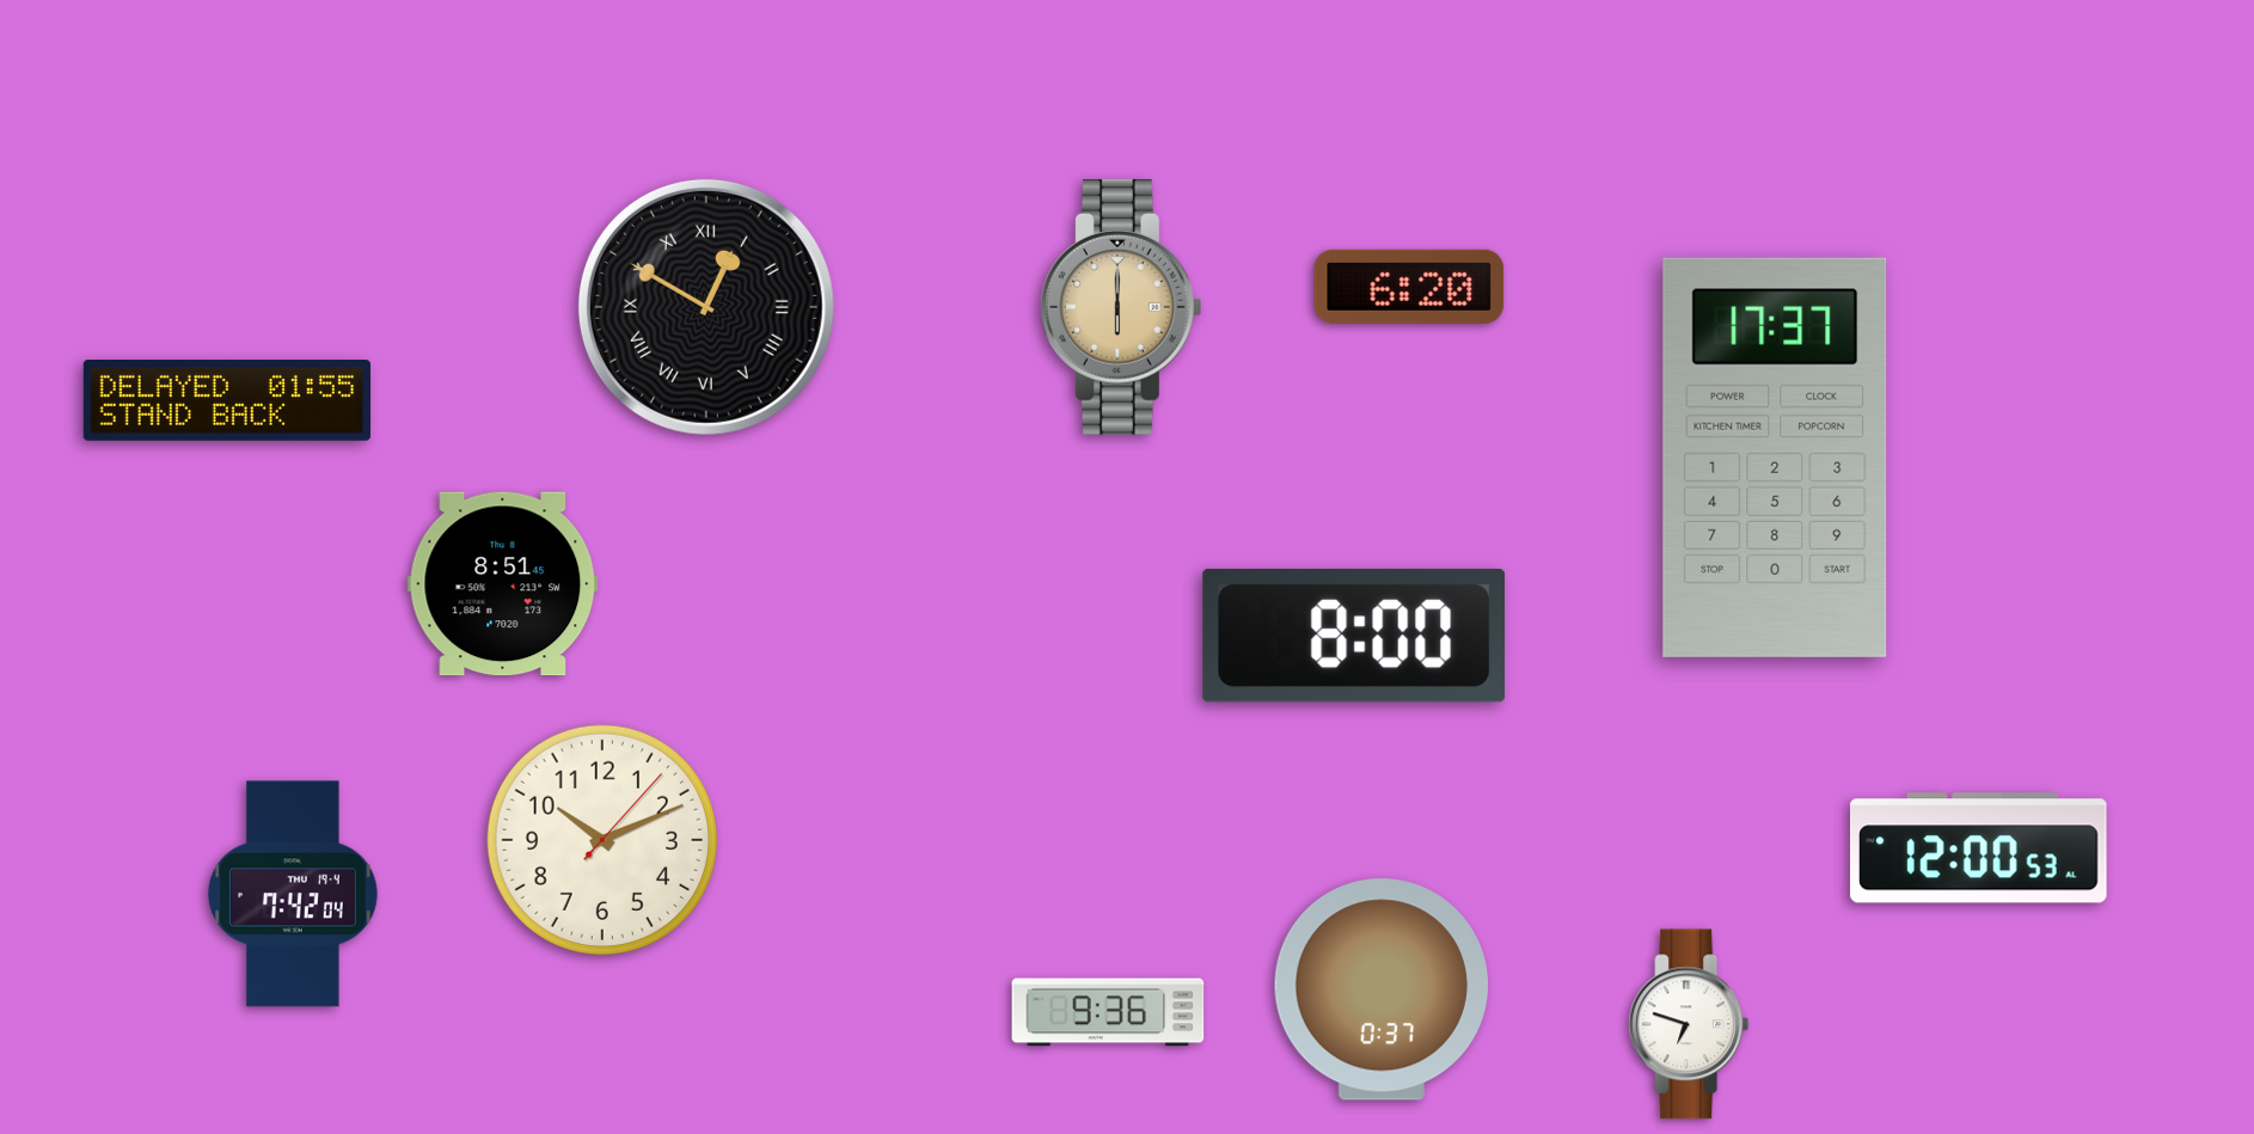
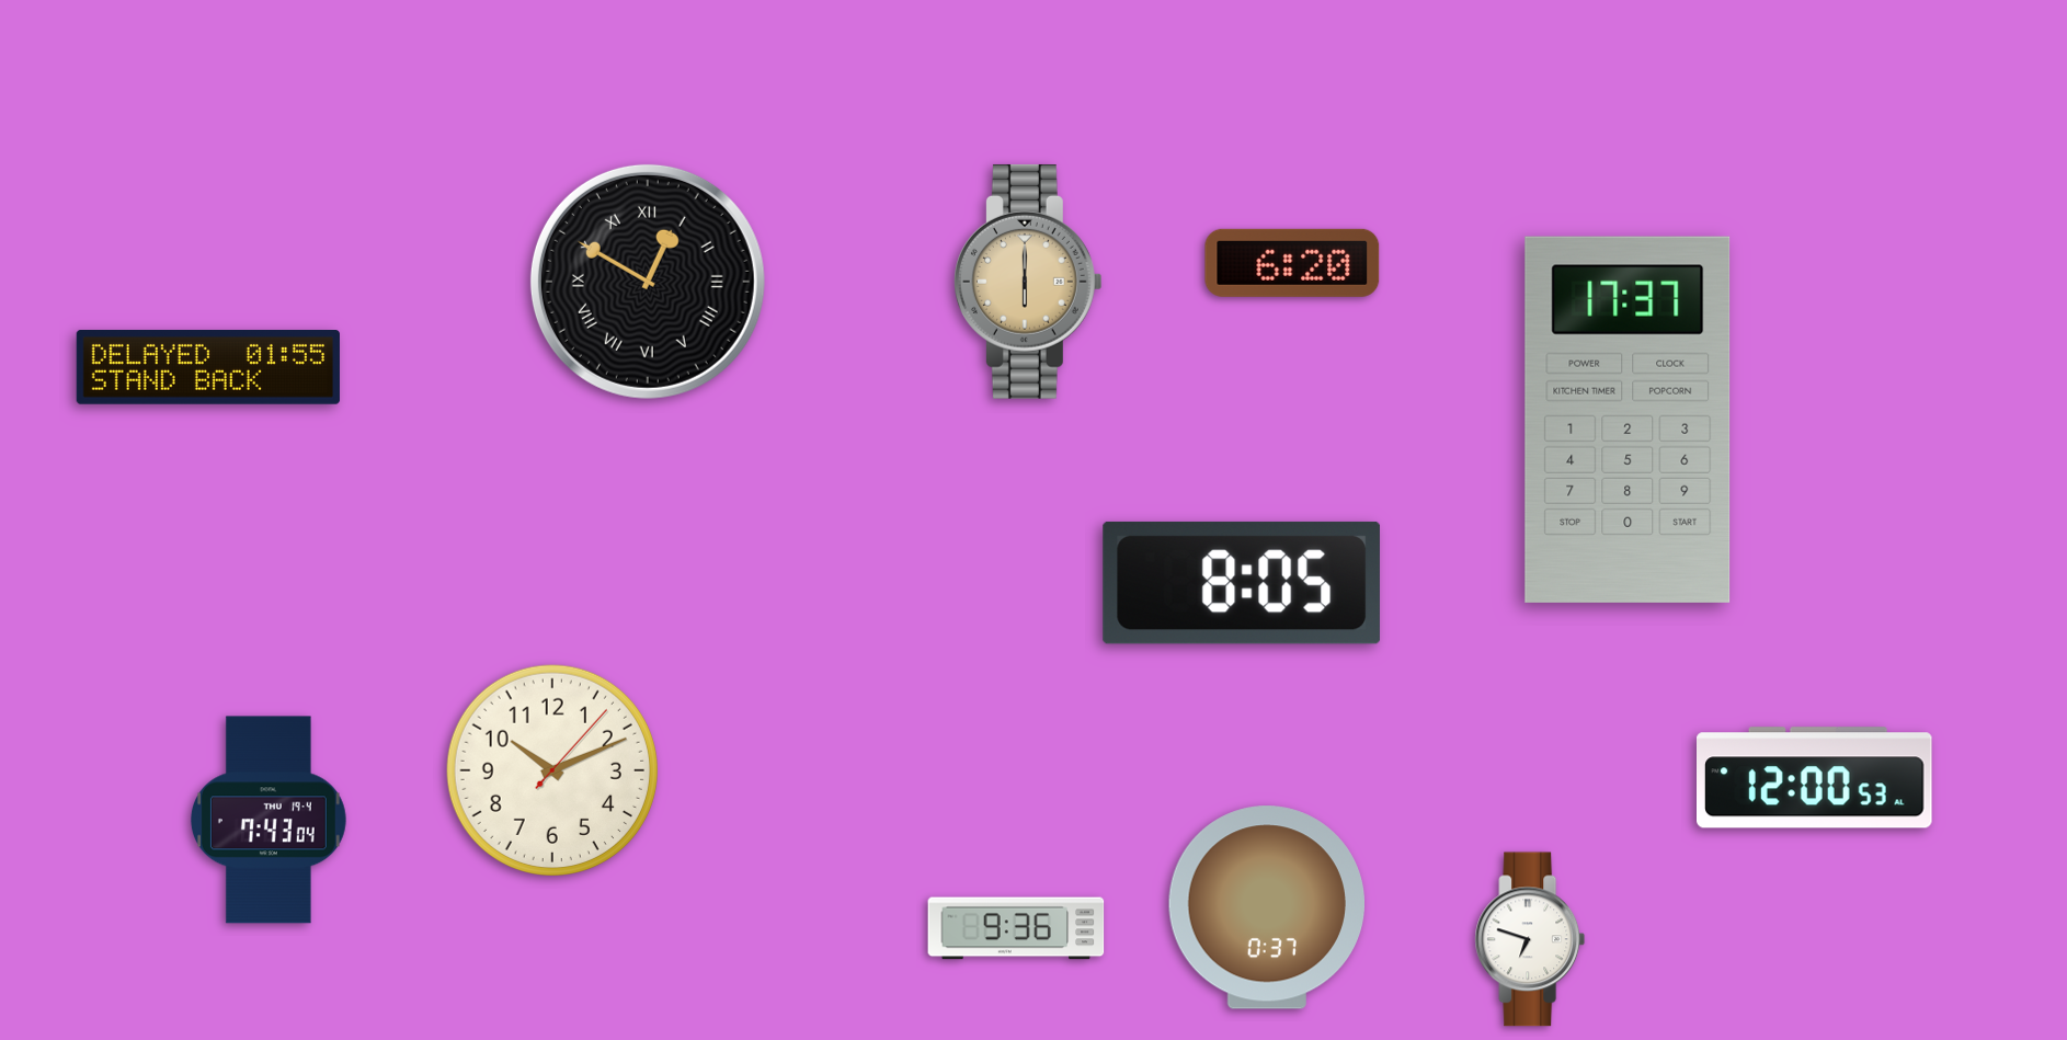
clock at (503, 584): 8:51 -> none
clock at (1354, 636): 8:00 -> 8:05
clock at (293, 894): 7:42 -> 7:43
clock at (1689, 1024) position: (1689, 1024) -> (1530, 939)
